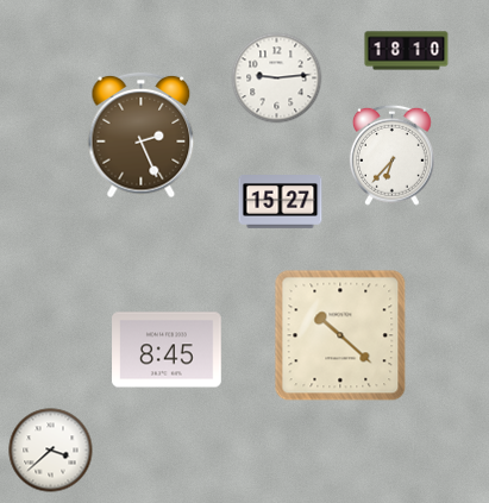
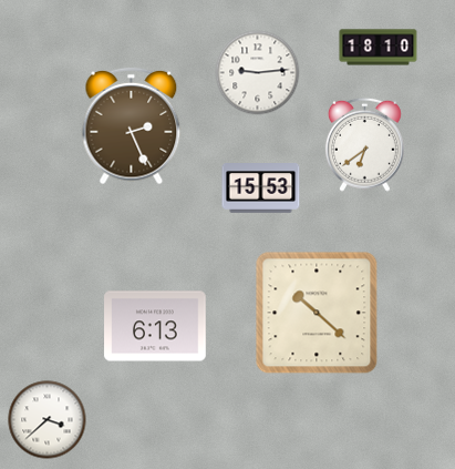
clock at (391, 155): 6:37 -> 6:39
clock at (281, 202): 15:27 -> 15:53
clock at (167, 350): 8:45 -> 6:13
